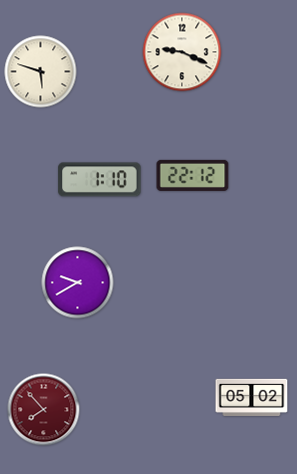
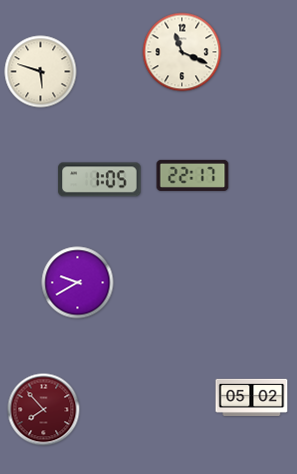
clock at (182, 52): 9:19 -> 11:19
clock at (193, 175): 22:12 -> 22:17
clock at (100, 180): 1:10 -> 1:05
